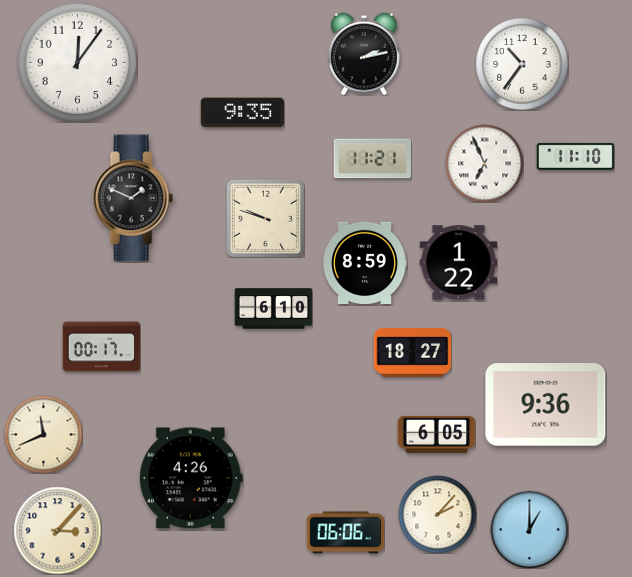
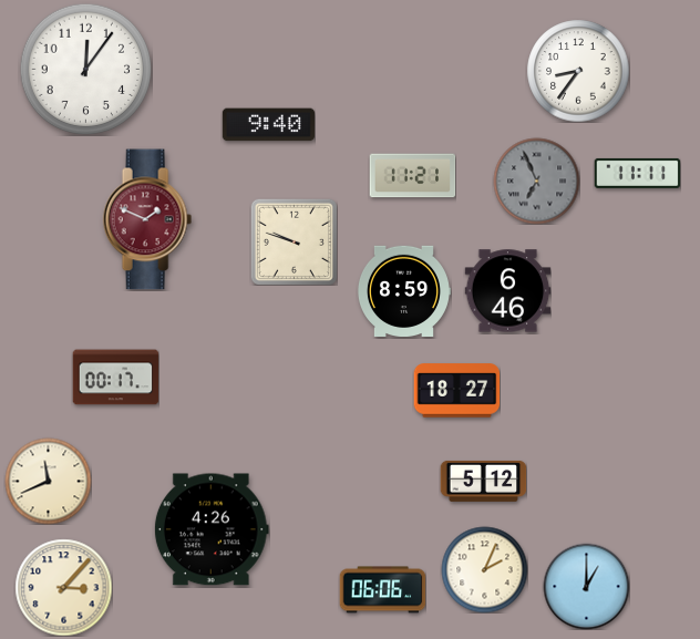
clock at (364, 54): 2:13 -> none
clock at (522, 64): 10:36 -> 8:36
clock at (242, 113): 9:35 -> 9:40
clock at (575, 156): 11:10 -> 11:11
clock at (484, 163) dial: white -> grey
clock at (133, 198) dial: black -> burgundy
clock at (458, 263): 1:22 -> 6:46
clock at (273, 309): 6:10 -> none
clock at (101, 347) position: (101, 347) -> (115, 378)
clock at (546, 405): 9:36 -> none
clock at (436, 434): 6:05 -> 5:12
clock at (437, 514): 2:07 -> 2:04
